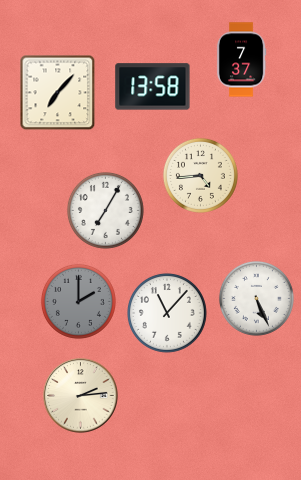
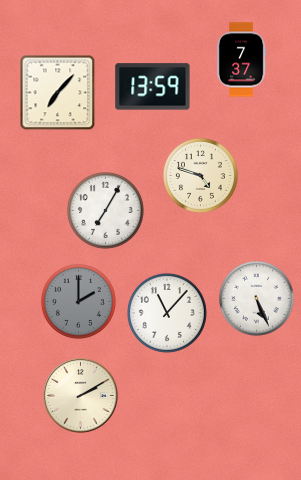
clock at (153, 87): 13:58 -> 13:59
clock at (200, 175): 4:44 -> 4:48
clock at (81, 396): 2:14 -> 2:10
